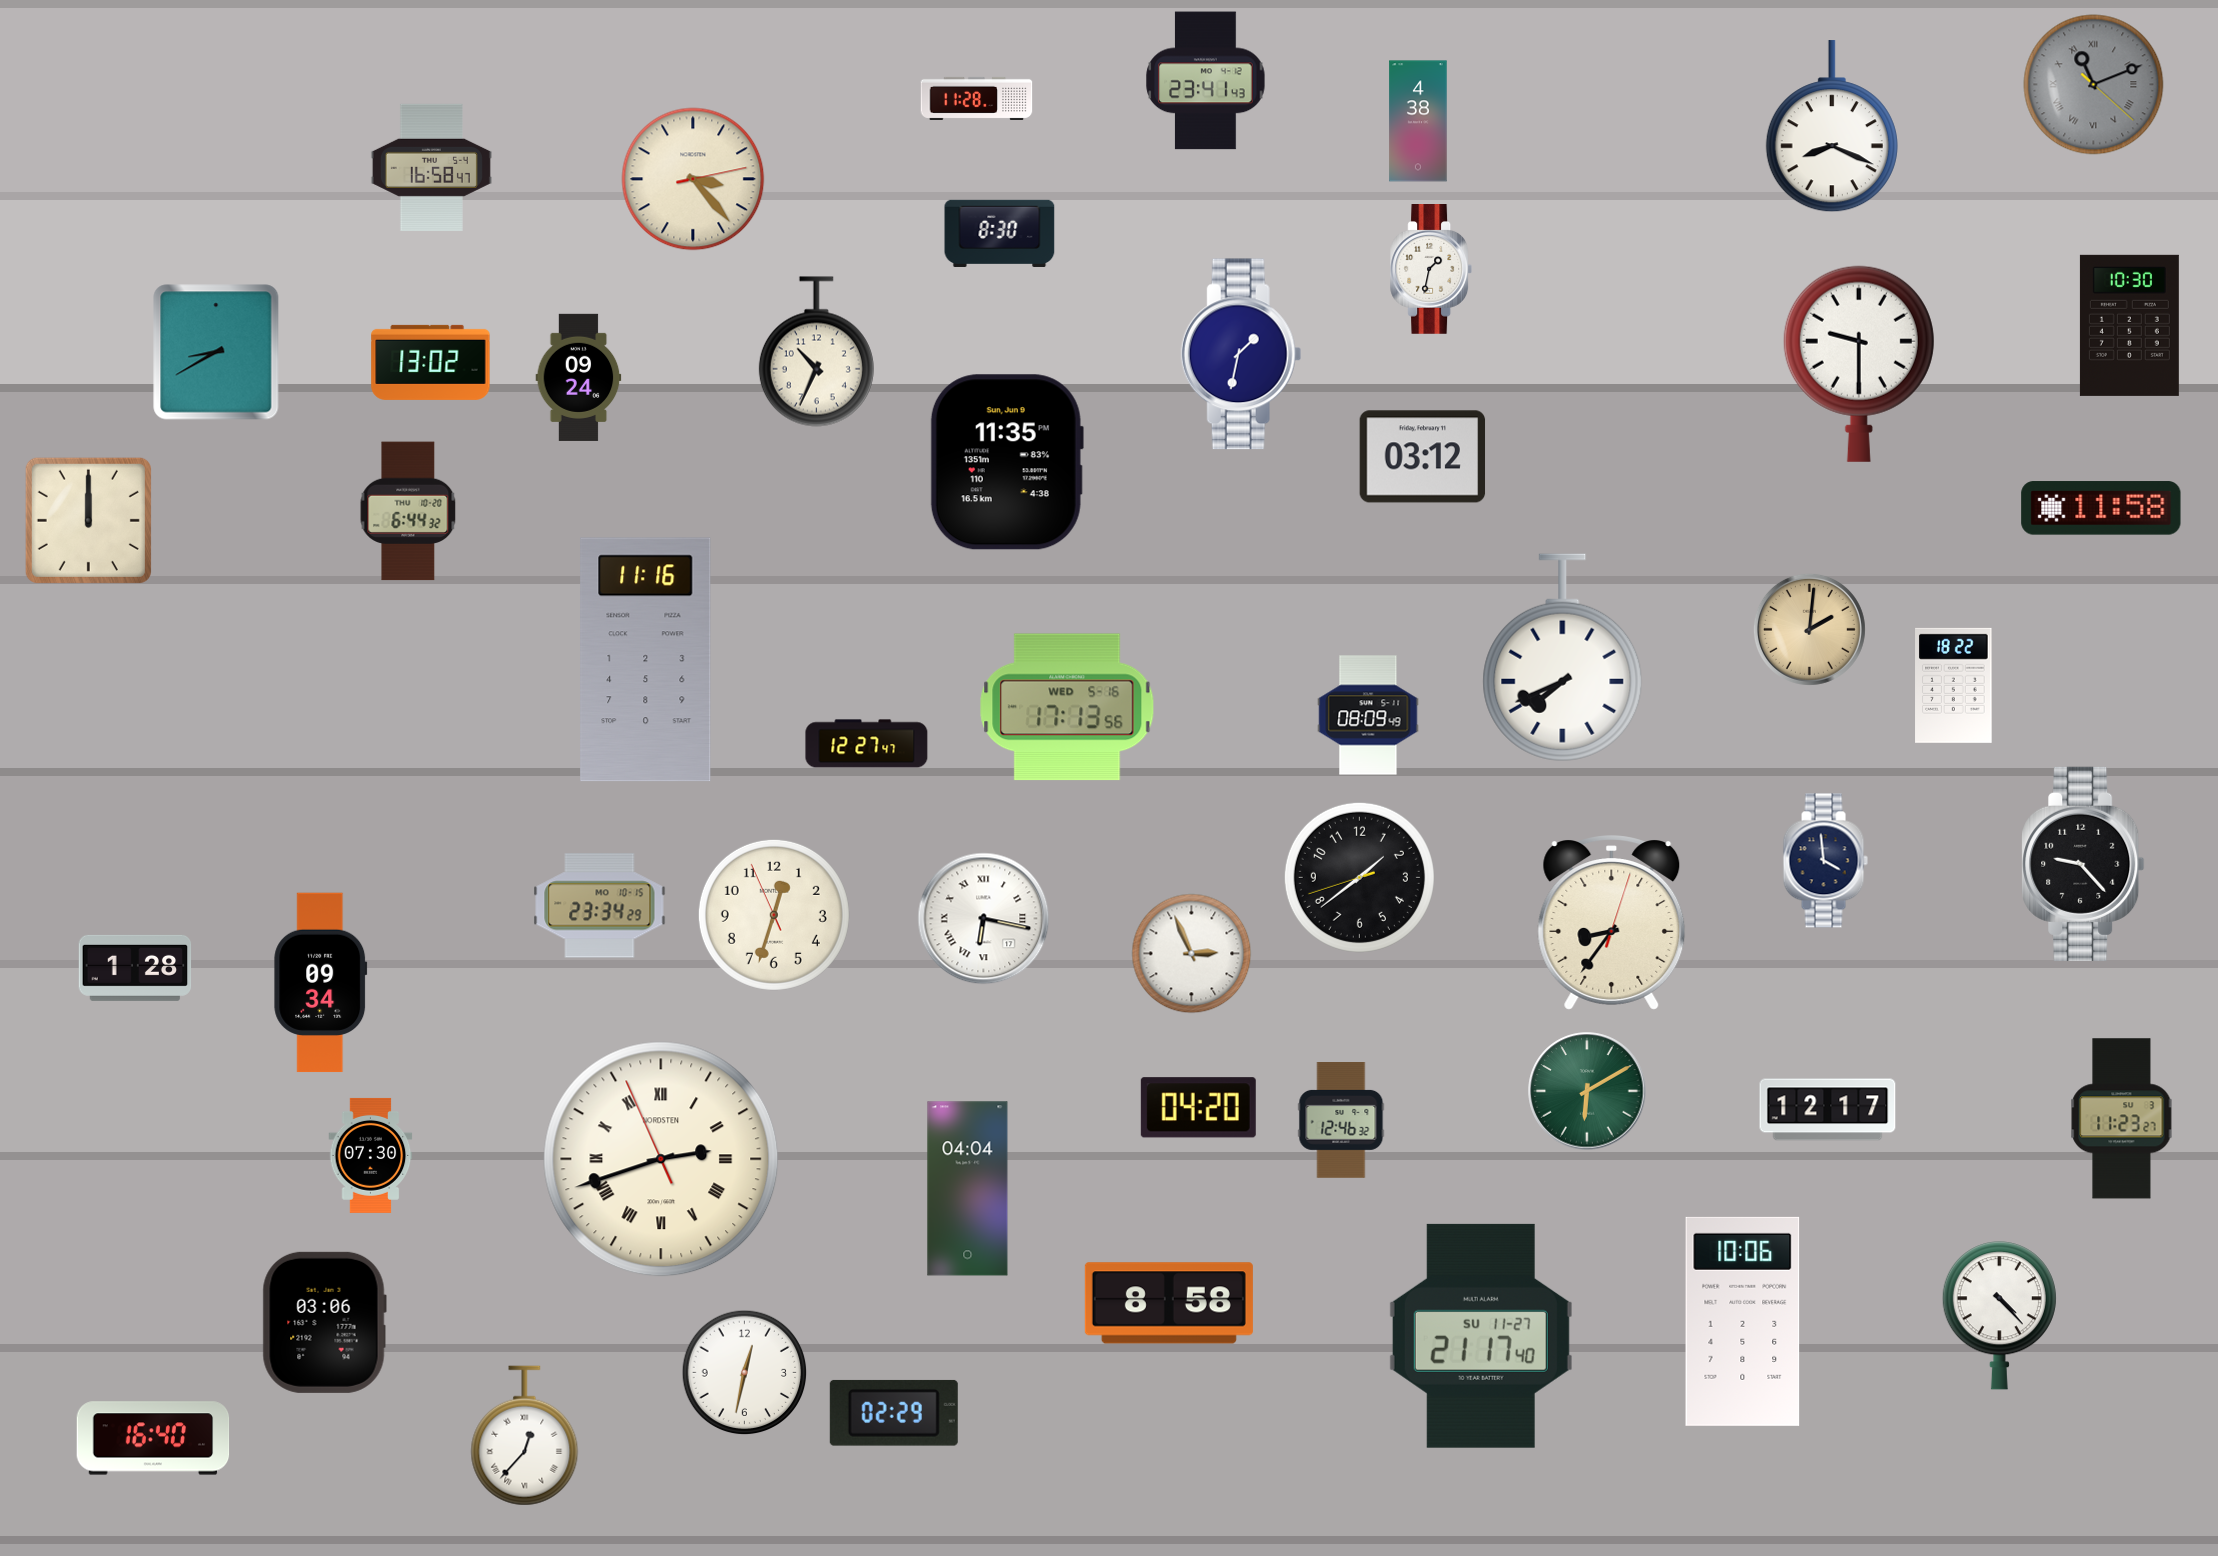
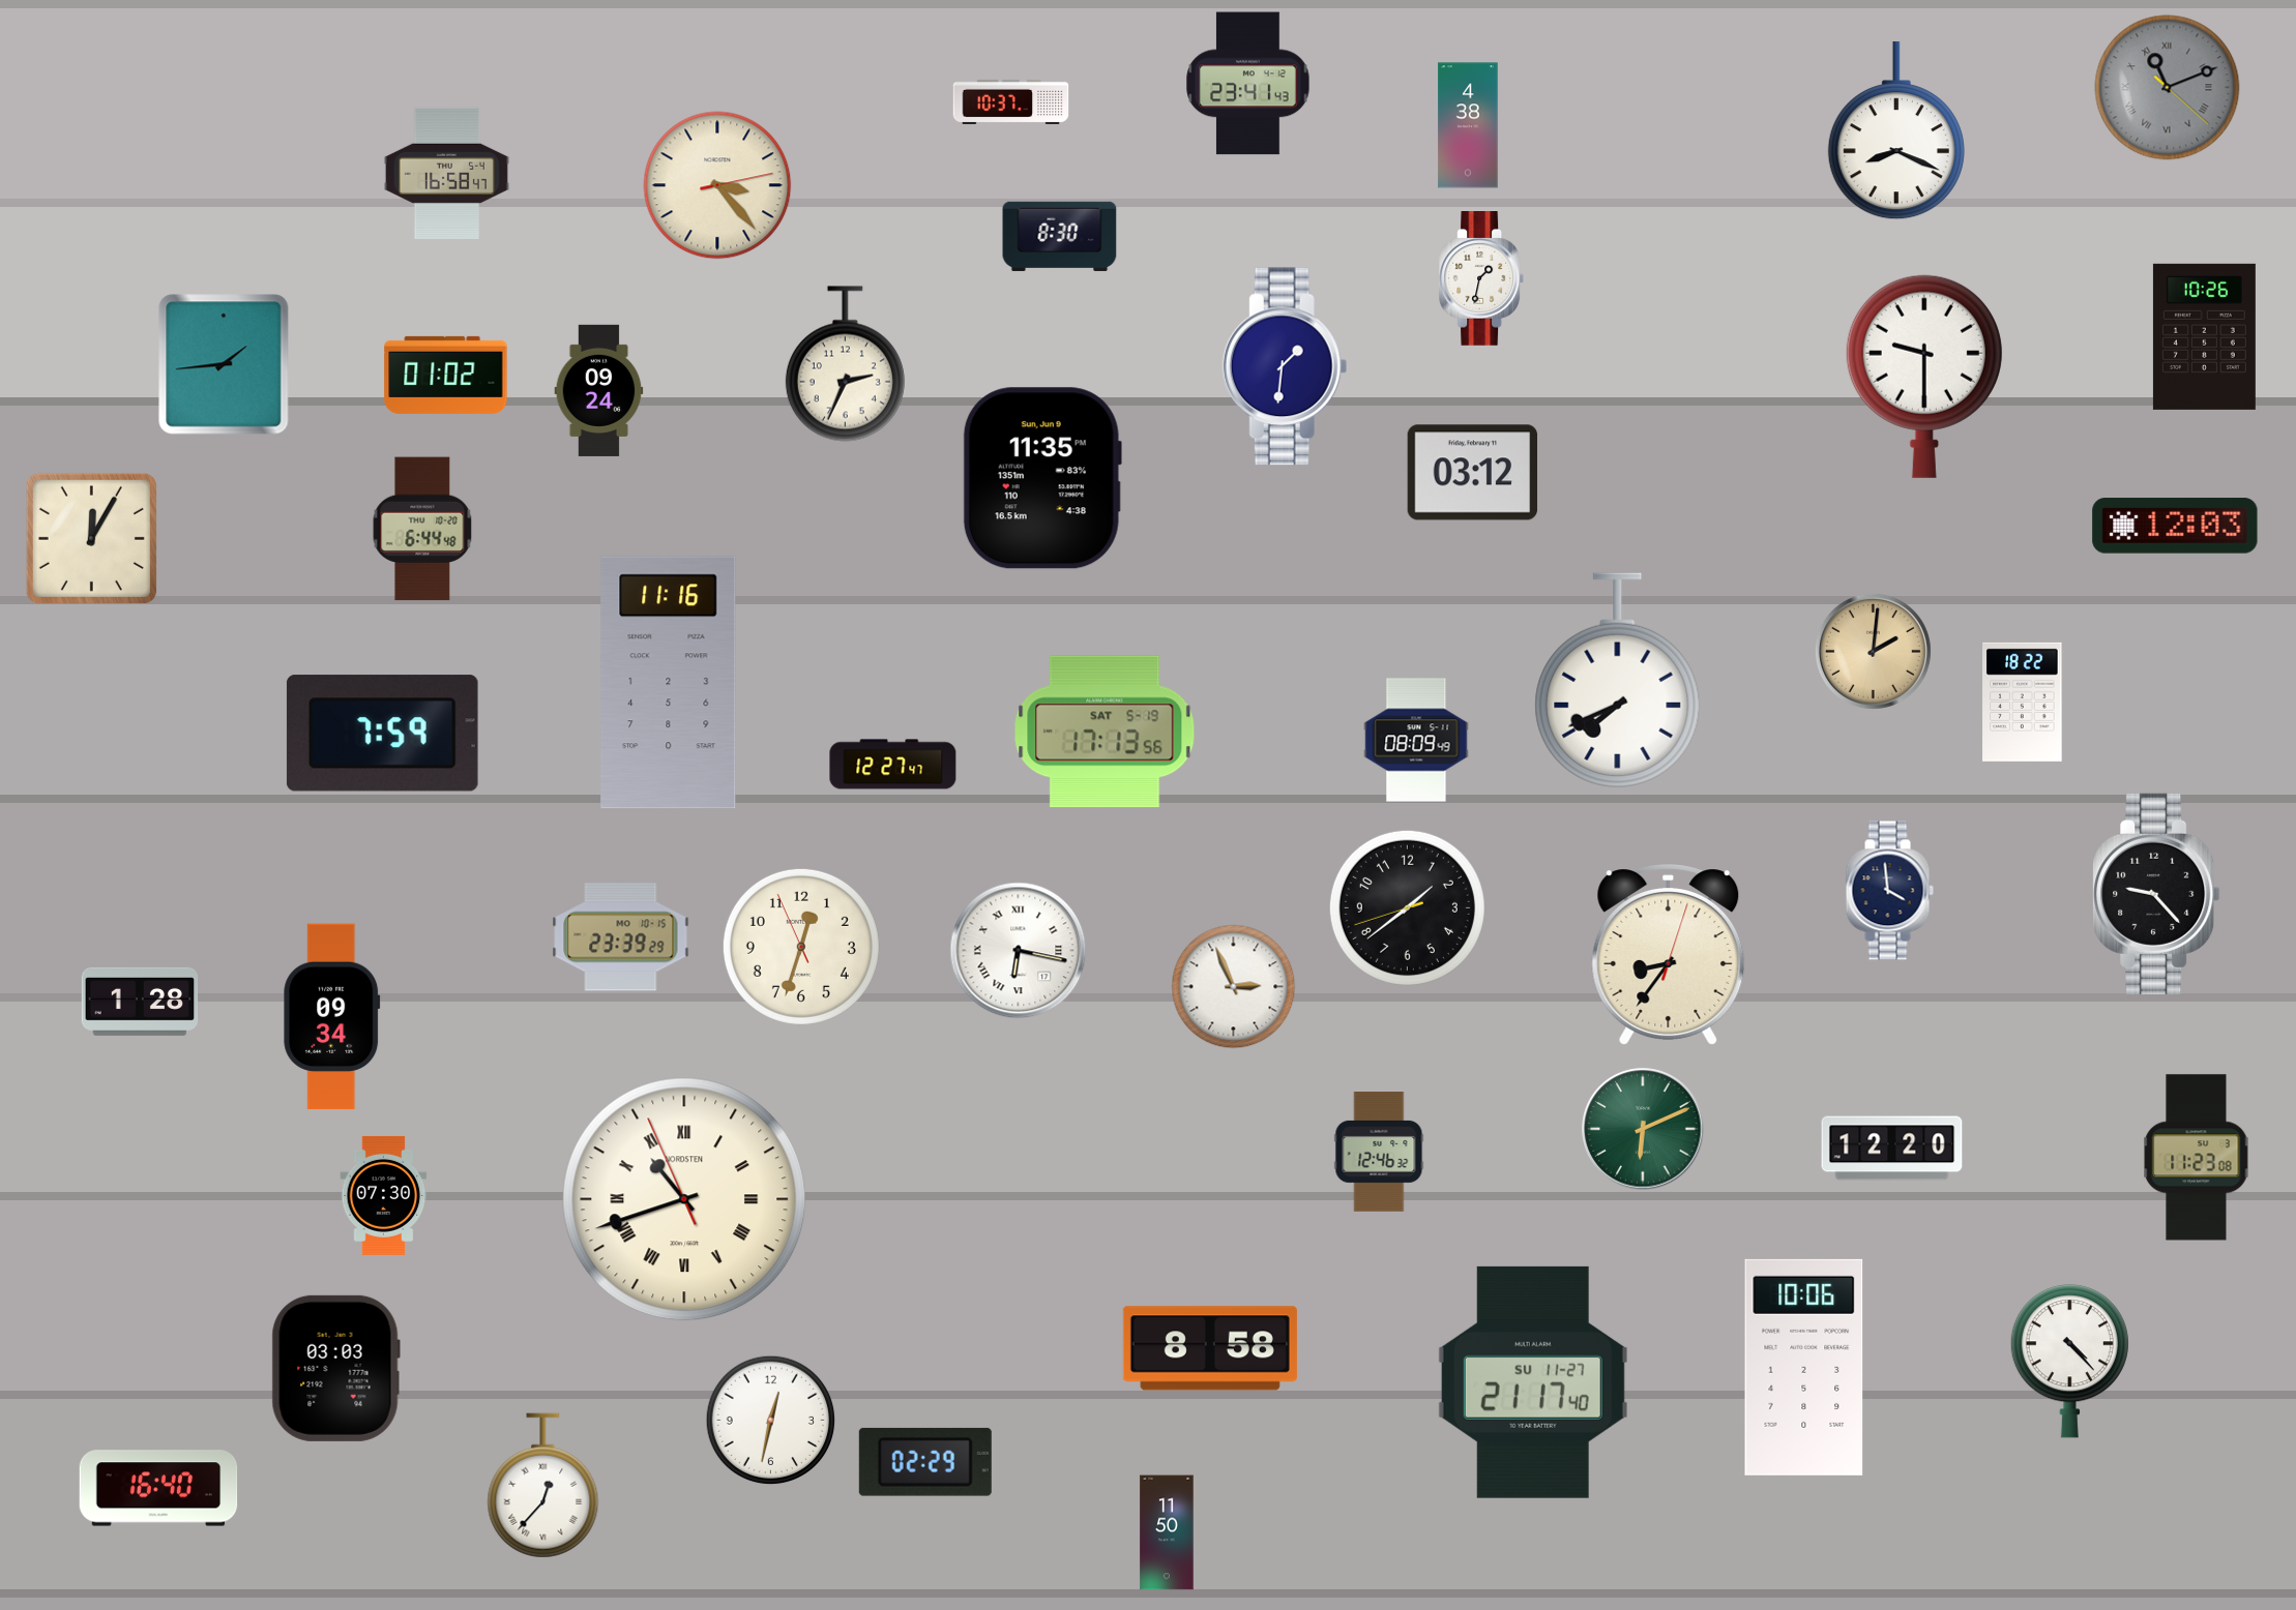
clock at (977, 98): 11:28 -> 10:37
clock at (1000, 233) position: (1000, 233) -> (1060, 236)
clock at (2129, 325): 10:30 -> 10:26
clock at (216, 352): 8:40 -> 1:44
clock at (816, 352): 10:34 -> 2:34
clock at (1241, 354): 1:32 -> 1:31
clock at (431, 362): 13:02 -> 01:02
clock at (2101, 508): 11:58 -> 12:03
clock at (408, 511): 6:44:32 -> 6:44:48
clock at (88, 520): 12:00 -> 12:05
clock at (1954, 685) position: (1954, 685) -> (2023, 702)
clock at (1067, 707) date: WED 5-16 -> SAT 5-19
clock at (382, 734): none -> 7:59
clock at (867, 744) position: (867, 744) -> (893, 765)
clock at (600, 906): 23:34 -> 23:39
clock at (1587, 1091): 6:10 -> 6:11
clock at (1198, 1108): 04:20 -> none
clock at (1828, 1110): 12:17 -> 12:20
clock at (2122, 1119): 11:23:27 -> 11:23:08
clock at (1341, 1121) position: (1341, 1121) -> (1379, 1153)
clock at (661, 1159): 2:41 -> 10:41
clock at (968, 1189): 04:04 -> none
clock at (324, 1322): 03:06 -> 03:03
clock at (1167, 1532): none -> 11:50
